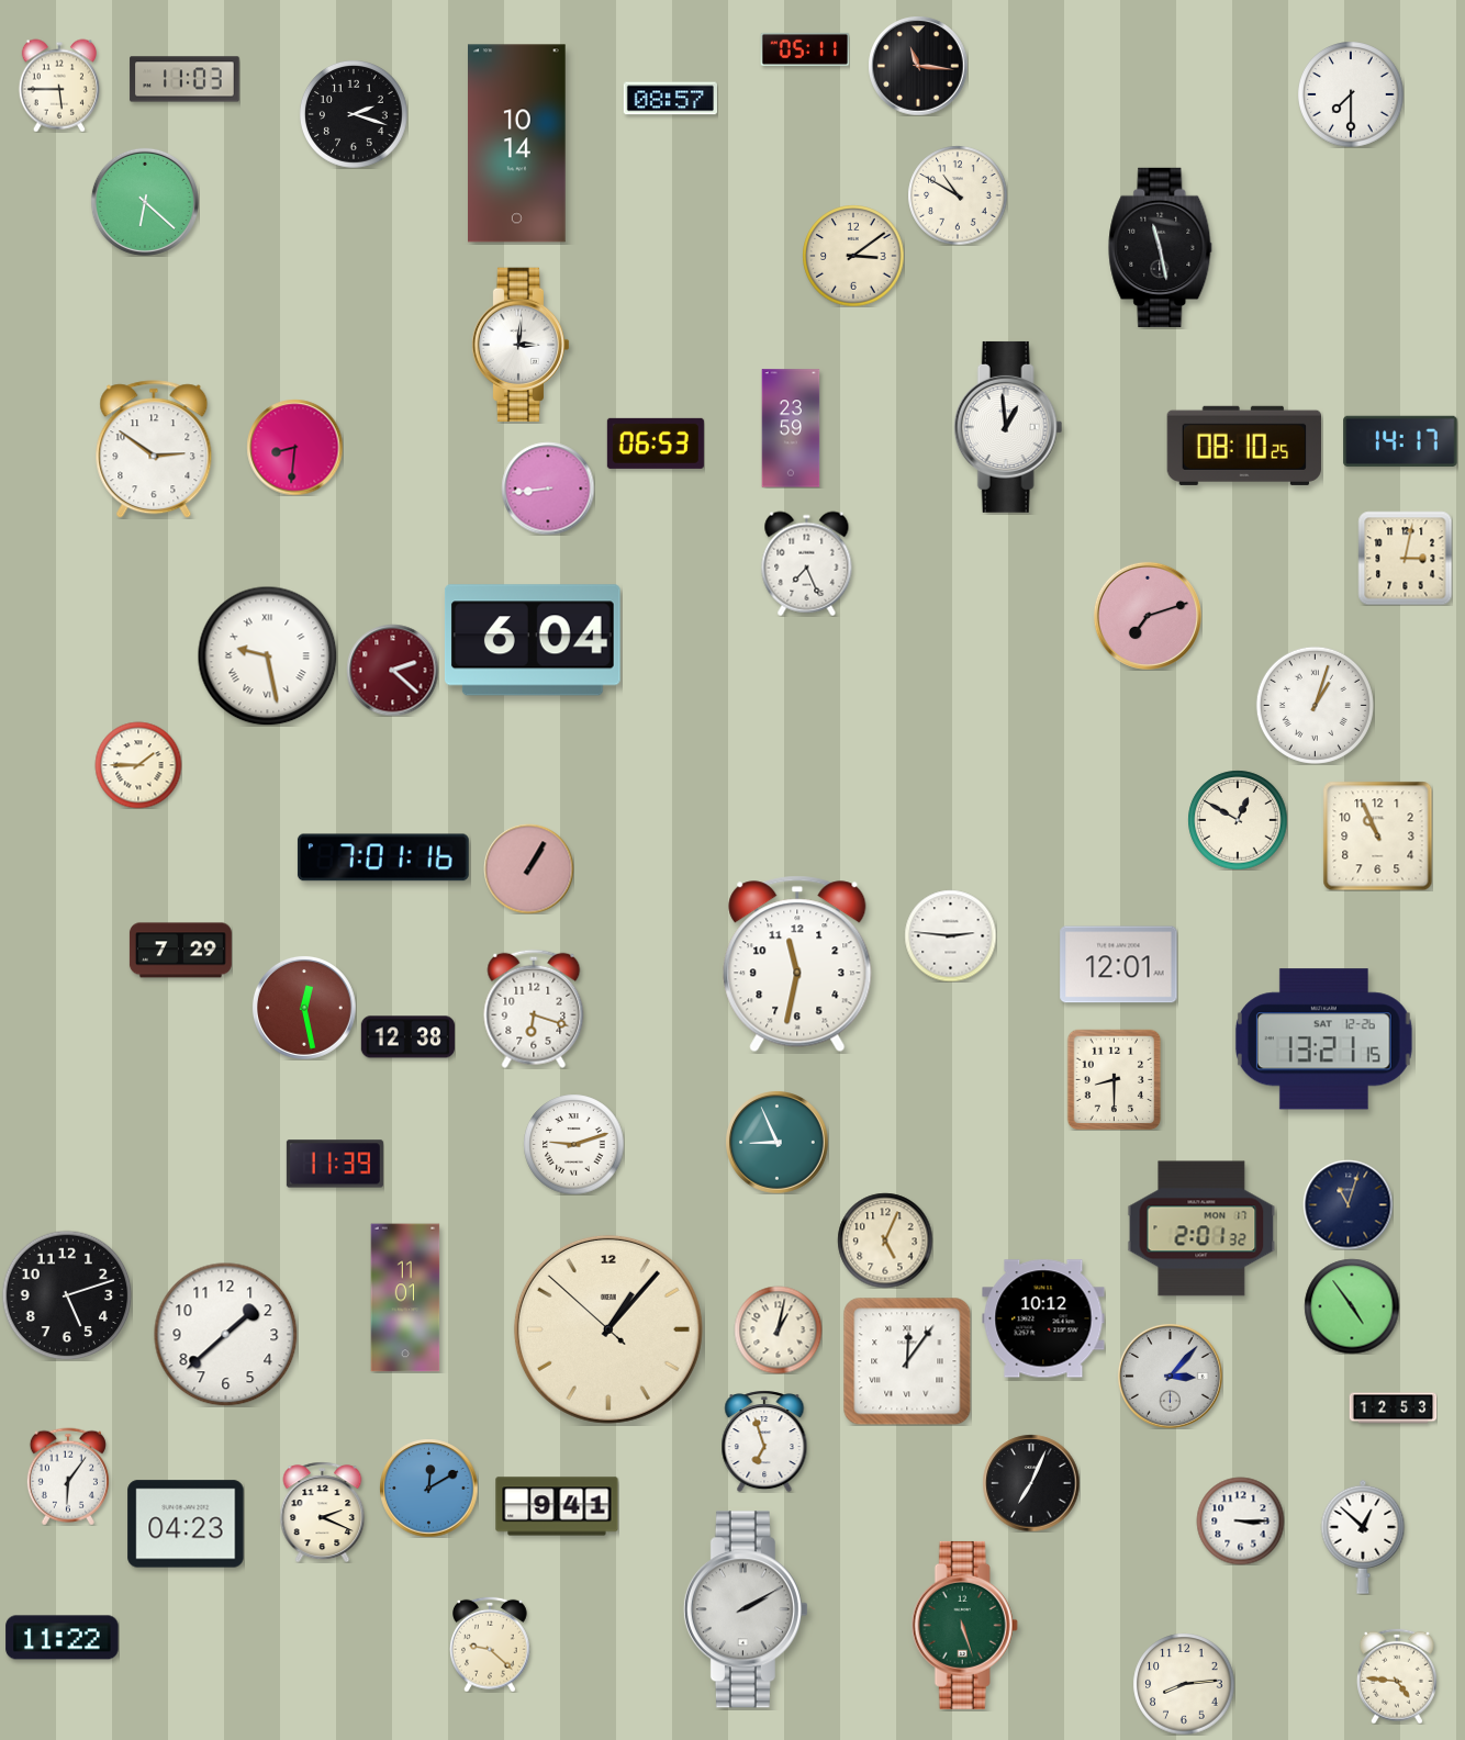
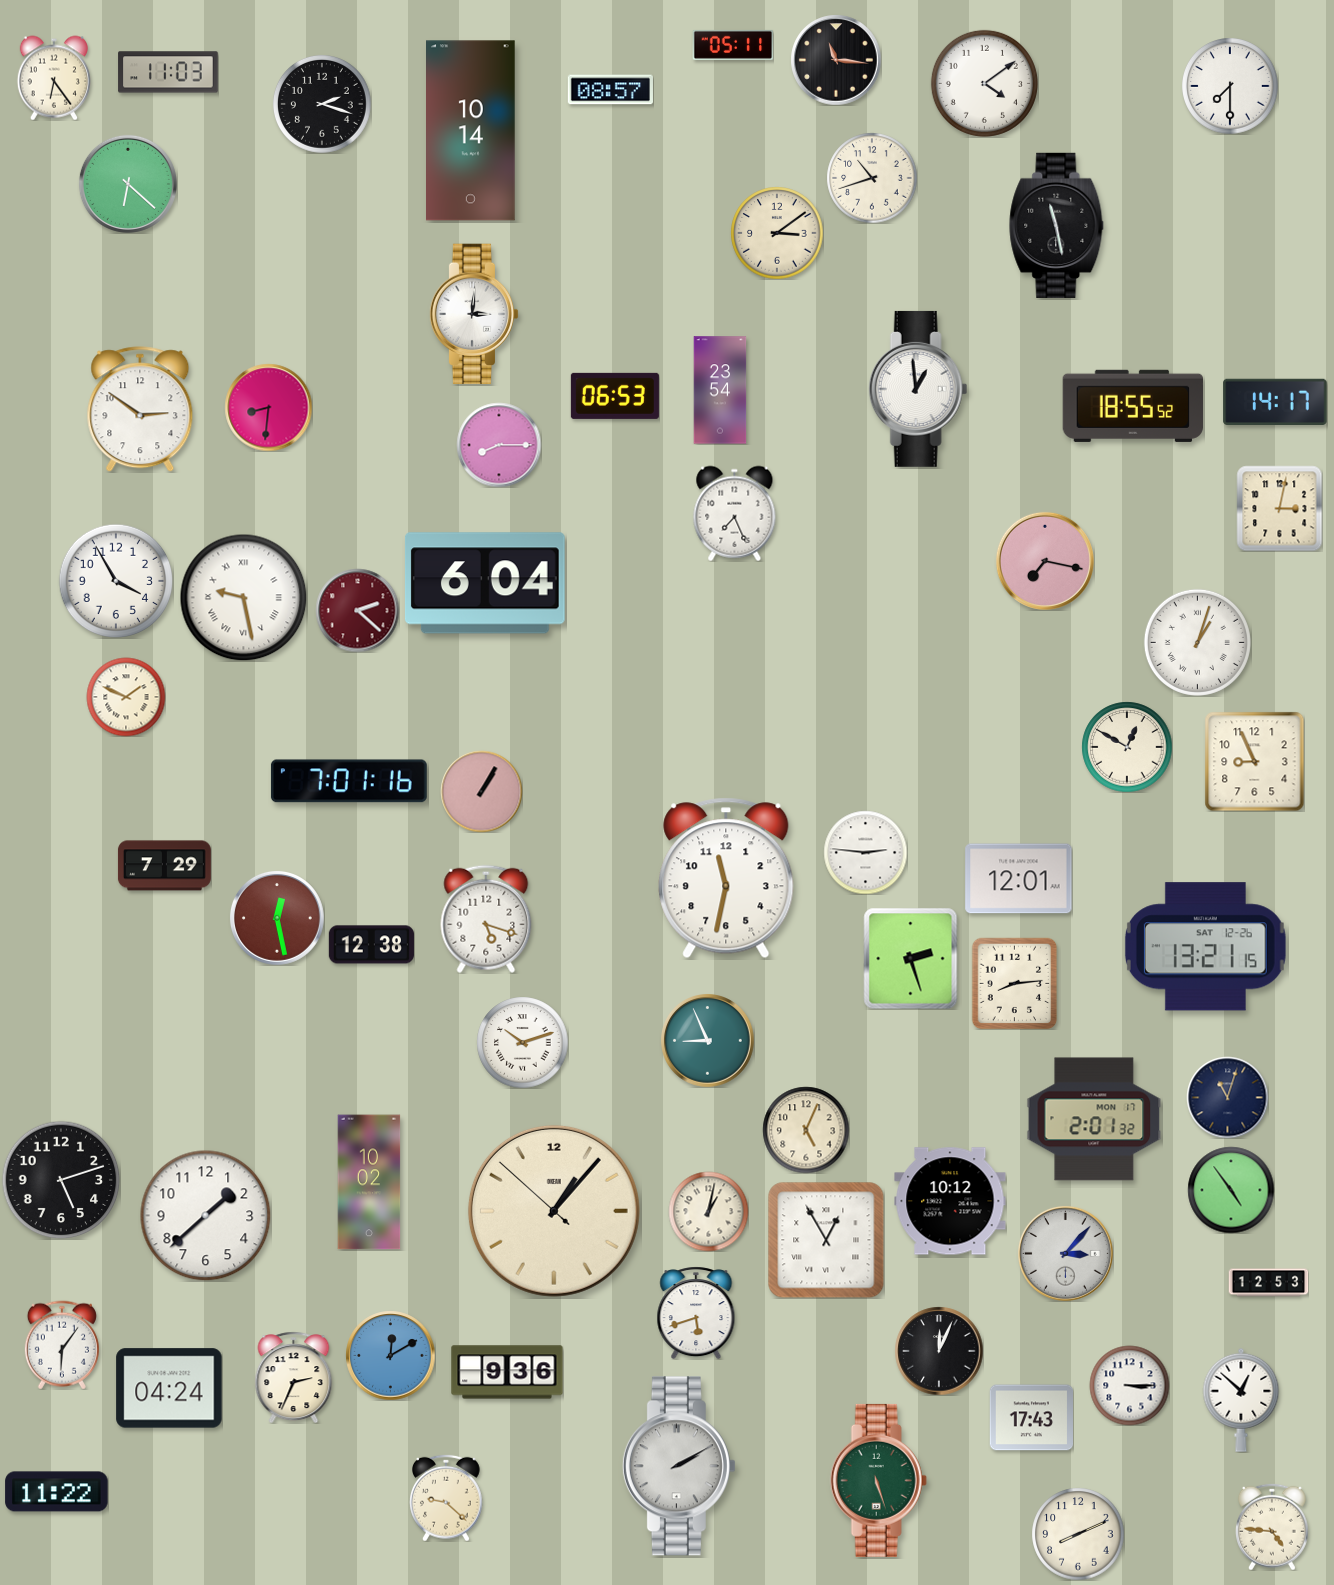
clock at (59, 86): 5:45 -> 6:24
clock at (984, 83): none -> 4:09
clock at (958, 195): 10:50 -> 10:42
clock at (145, 202) position: (145, 202) -> (128, 184)
clock at (791, 428): 23:59 -> 23:54
clock at (656, 444) position: (656, 444) -> (615, 396)
clock at (1243, 446): 08:10 -> 18:55
clock at (548, 489): 8:44 -> 8:15
clock at (1148, 616): 7:12 -> 7:17
clock at (115, 580): none -> 3:55
clock at (138, 765): 1:45 -> 1:49
clock at (1377, 835): 10:56 -> 8:56
clock at (534, 1009): 6:18 -> 5:18
clock at (911, 958): none -> 2:27
clock at (1115, 1079): 8:30 -> 8:14
clock at (573, 1144): 9:12 -> 10:12
clock at (335, 1164): 11:39 -> none
clock at (405, 1298): 11:01 -> 10:02
clock at (907, 1361): 12:06 -> 12:55
clock at (764, 1441): 6:57 -> 5:42
clock at (1031, 1483): 7:04 -> 12:04
clock at (557, 1506): 9:41 -> 9:36
clock at (323, 1512): 2:19 -> 2:34
clock at (186, 1524): 04:23 -> 04:24
clock at (1031, 1418): none -> 17:43
clock at (1184, 1684): 8:14 -> 8:11
